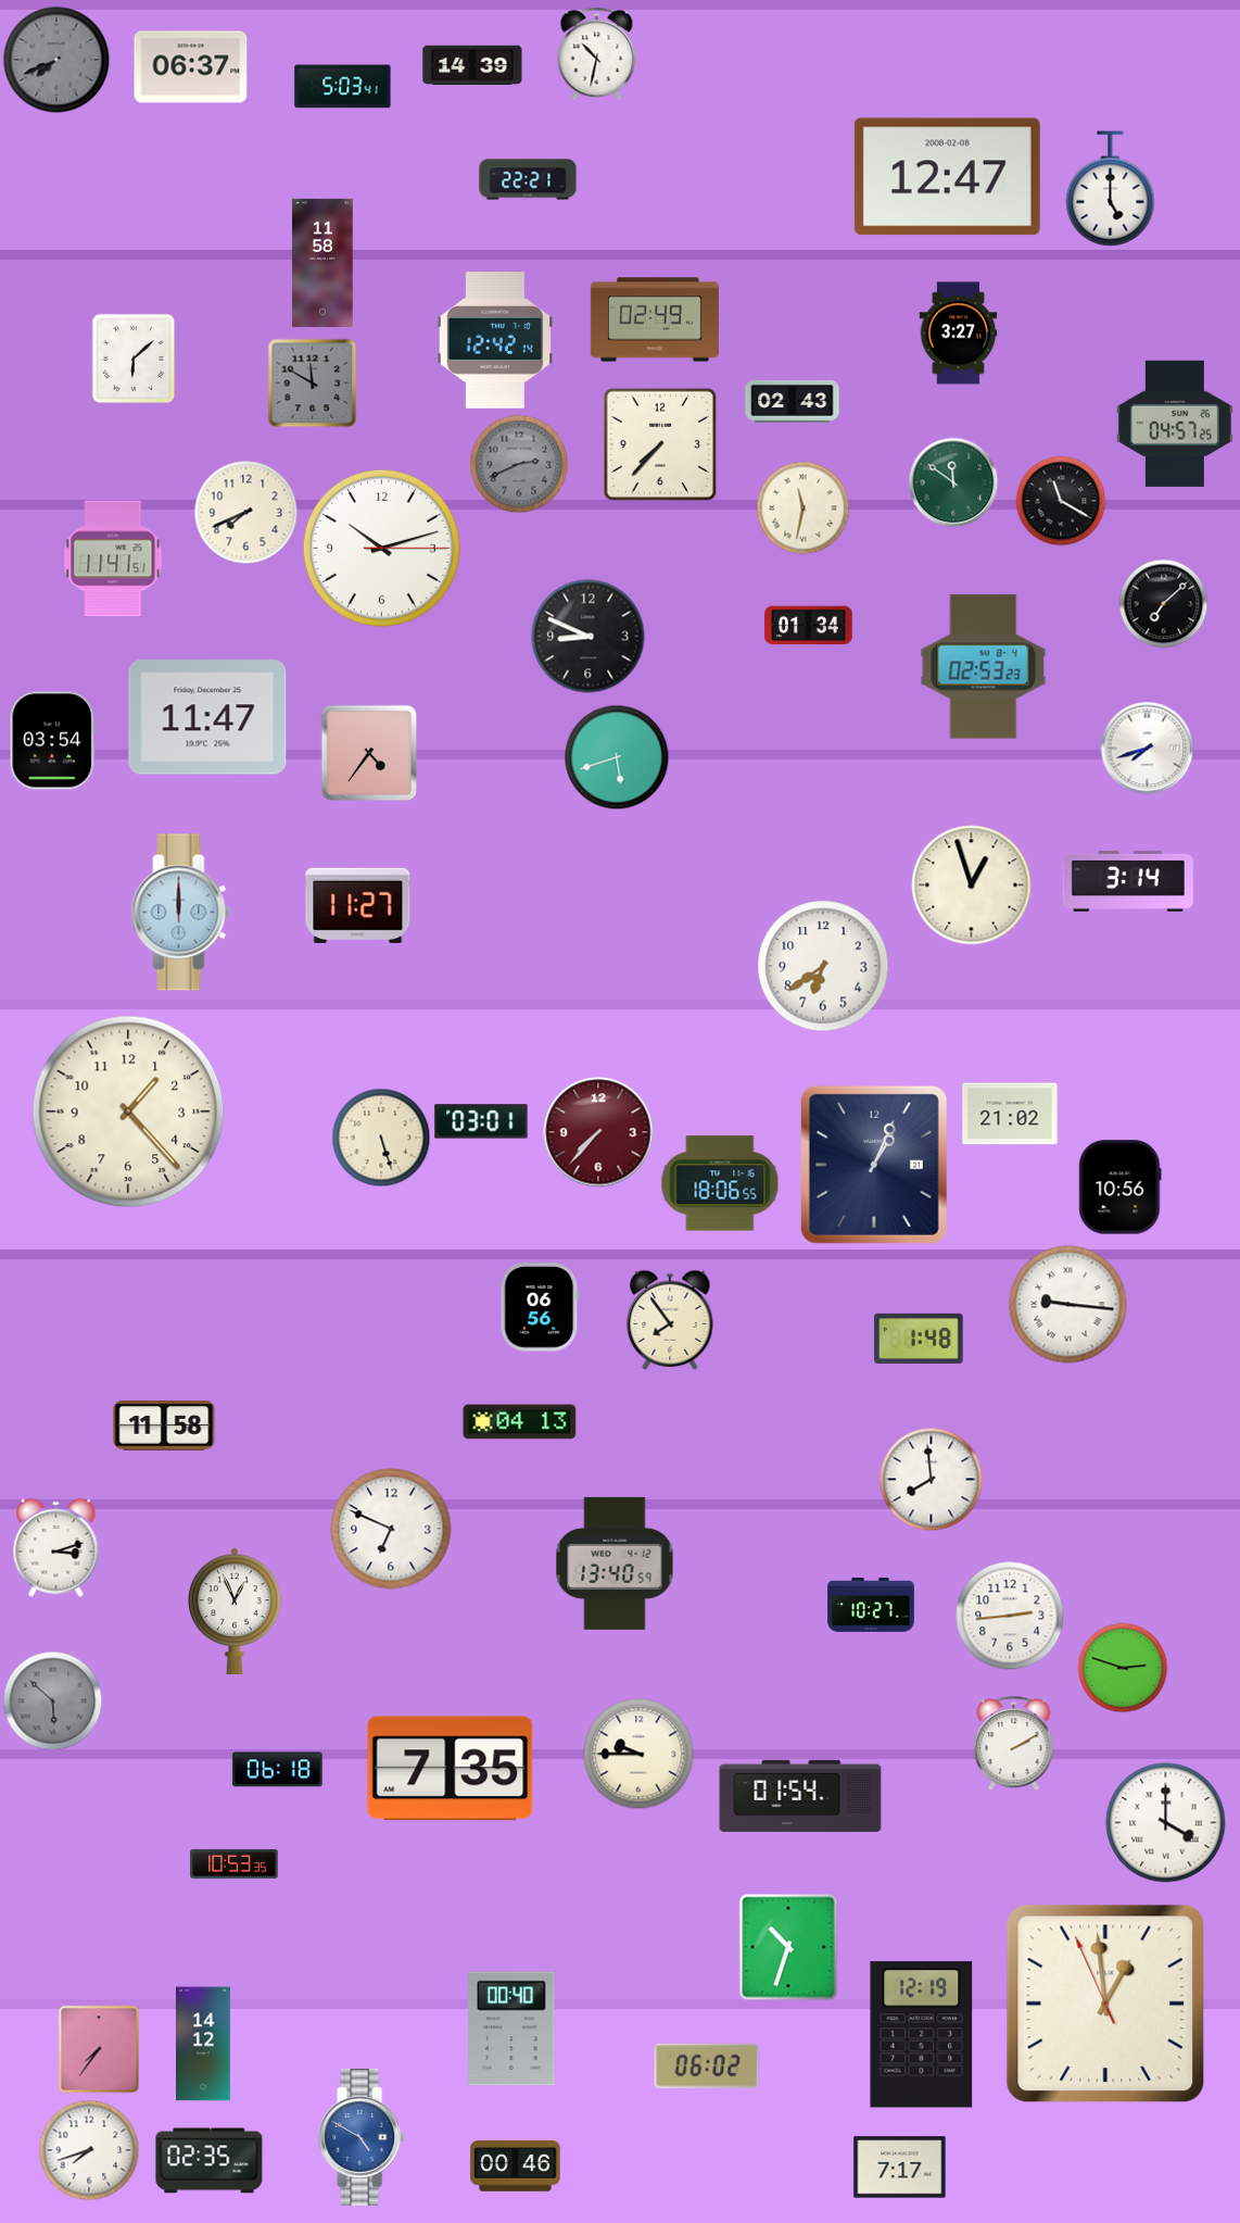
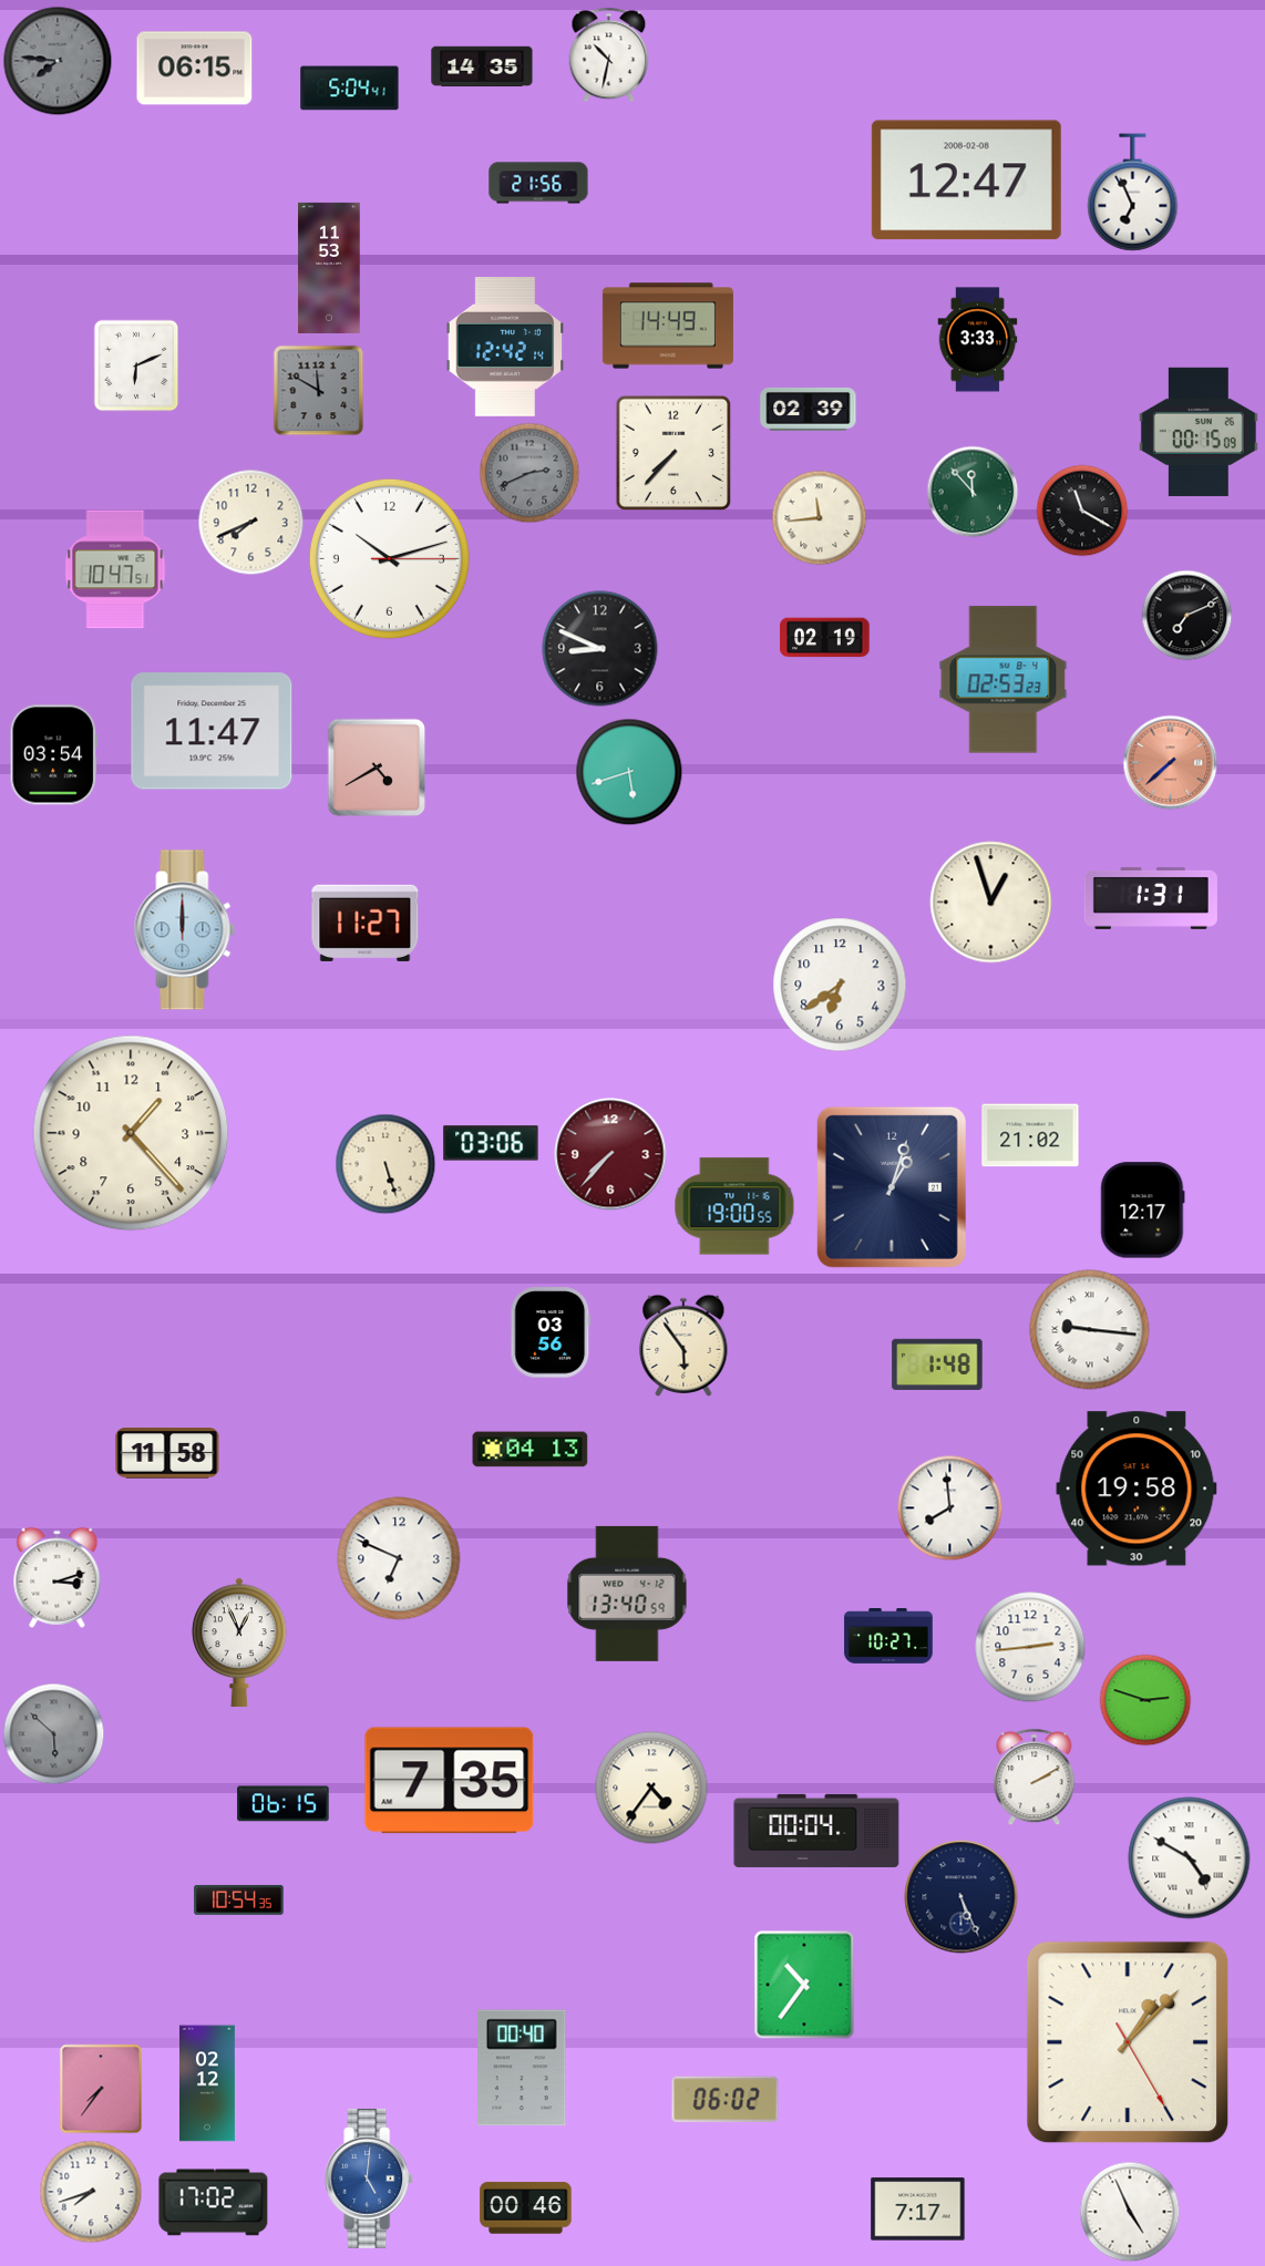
clock at (56, 60): 7:41 -> 7:46
clock at (472, 65): 14:39 -> 14:35
clock at (191, 67): 06:37 -> 06:15
clock at (343, 87): 5:03 -> 5:04
clock at (528, 179): 22:21 -> 21:56
clock at (1111, 189): 5:00 -> 6:56
clock at (322, 263): 11:58 -> 11:53
clock at (655, 319): 02:49 -> 14:49
clock at (959, 334): 3:27 -> 3:33
clock at (134, 359): 6:08 -> 6:11
clock at (793, 401): 02:43 -> 02:39
clock at (1175, 424): 04:57 -> 00:15
clock at (953, 482): 11:51 -> 11:53
clock at (802, 507): 11:32 -> 11:44
clock at (113, 558): 11:41 -> 10:47
clock at (1163, 603): 7:08 -> 7:11
clock at (809, 626): 01:34 -> 02:19
clock at (1147, 748): 7:42 -> 7:38
clock at (1147, 748) dial: white -> salmon
clock at (368, 752): 4:36 -> 4:40
clock at (1128, 881): 3:14 -> 1:31
clock at (481, 1121): 03:01 -> 03:06
clock at (381, 1138) position: (381, 1138) -> (385, 1164)
clock at (874, 1165): 1:04 -> 1:03
clock at (720, 1183): 18:06 -> 19:00
clock at (1121, 1188): 10:56 -> 12:17
clock at (540, 1307): 06:56 -> 03:56
clock at (670, 1320): 7:54 -> 5:54
clock at (1137, 1489): none -> 19:58
clock at (638, 1754): 9:45 -> 4:36
clock at (451, 1769) position: (451, 1769) -> (450, 1781)
clock at (278, 1770): 06:18 -> 06:15
clock at (800, 1796): 01:54 -> 00:04
clock at (1166, 1823): 4:00 -> 4:50
clock at (961, 1897): none -> 5:26
clock at (235, 1863): 10:53 -> 10:54
clock at (788, 1947): 10:33 -> 10:36
clock at (1105, 2004): 12:58 -> 1:07
clock at (922, 2035): 12:19 -> none
clock at (203, 2044): 14:12 -> 02:12
clock at (707, 2067) position: (707, 2067) -> (726, 2100)
clock at (363, 2138): 4:50 -> 5:01
clock at (210, 2161): 02:35 -> 17:02
clock at (1130, 2212): none -> 4:56
